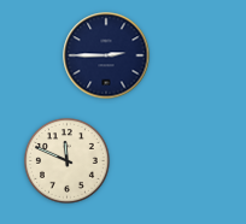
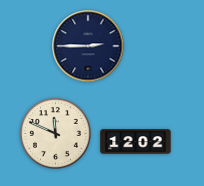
clock at (136, 142): none -> 12:02
